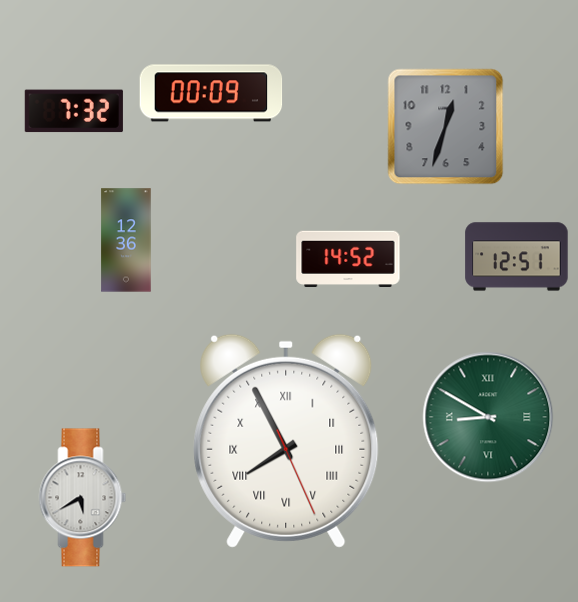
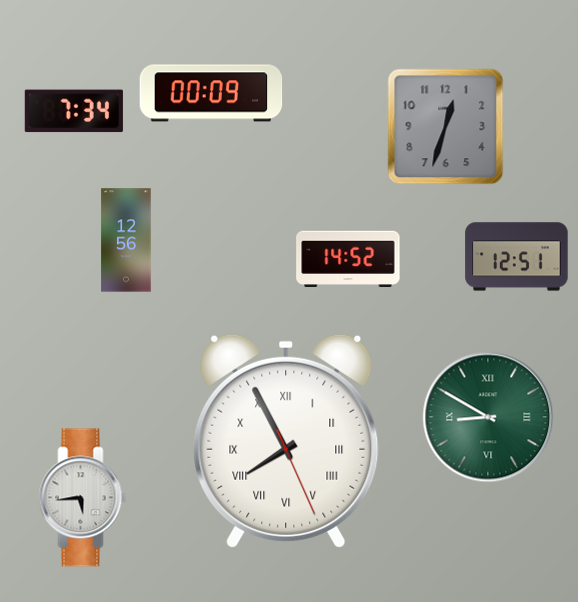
clock at (74, 111): 7:32 -> 7:34
clock at (126, 240): 12:36 -> 12:56
clock at (83, 498): 5:40 -> 5:44
